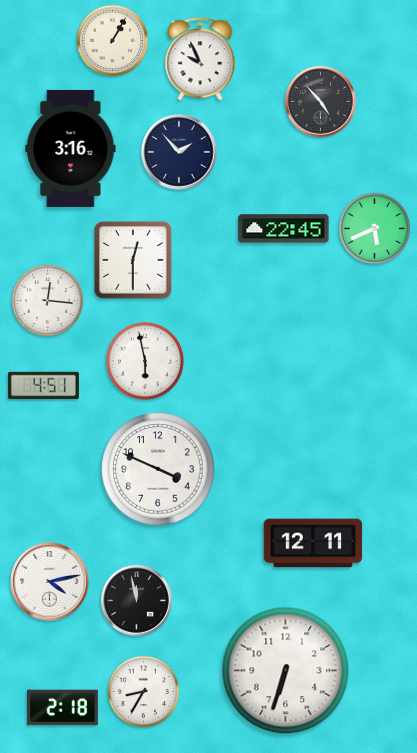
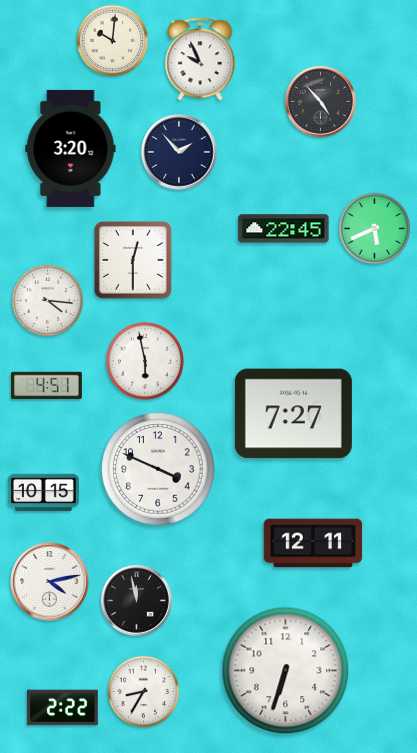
clock at (113, 41): 1:05 -> 10:01
clock at (71, 148): 3:16 -> 3:20
clock at (48, 301): 12:16 -> 4:16
clock at (43, 386) position: (43, 386) -> (46, 386)
clock at (293, 414): none -> 7:27
clock at (43, 493): none -> 10:15
clock at (62, 708): 2:18 -> 2:22
